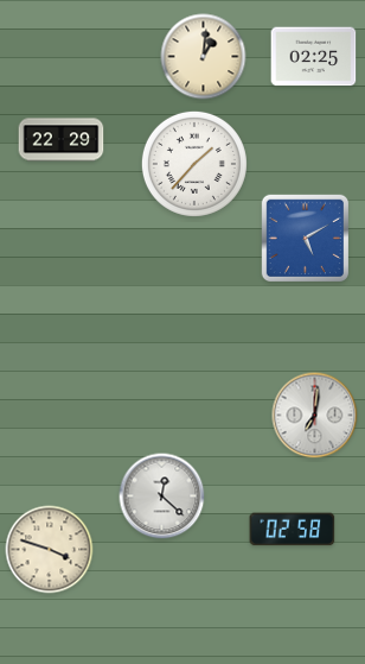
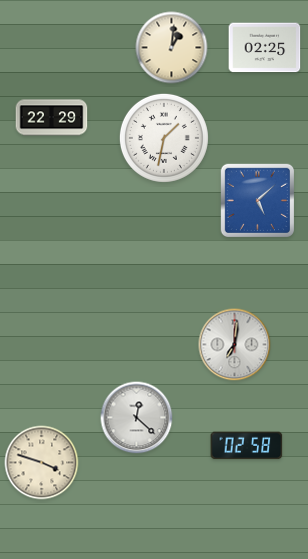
clock at (194, 164): 1:37 -> 1:32
clock at (305, 238): 5:10 -> 5:08
clock at (315, 416) position: (315, 416) -> (235, 345)
